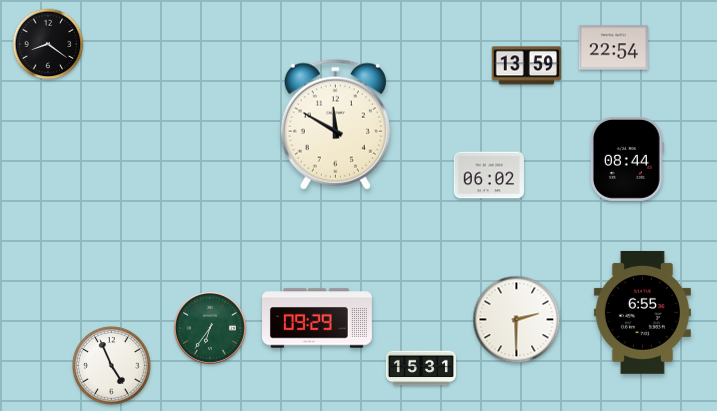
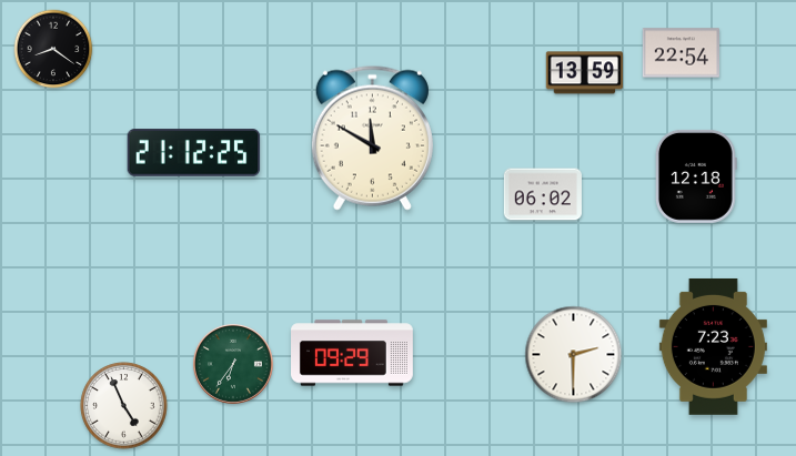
clock at (194, 153): none -> 21:12
clock at (627, 159): 08:44 -> 12:18
clock at (642, 312): 6:55 -> 7:23
clock at (421, 368): 15:31 -> none
